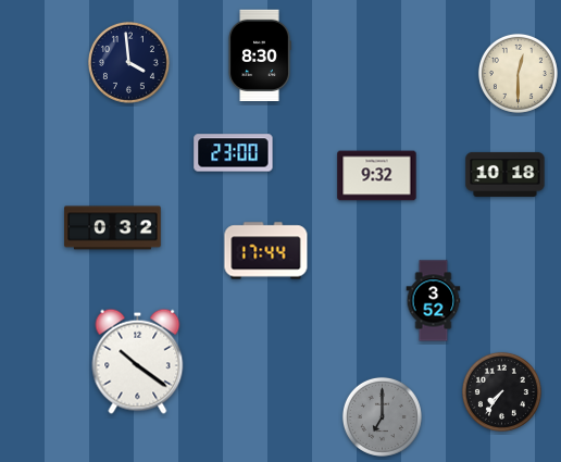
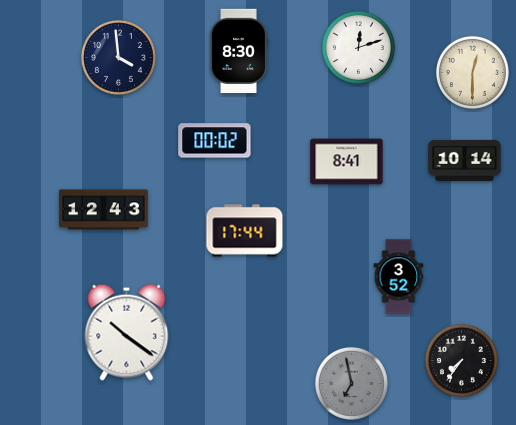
clock at (358, 47): none -> 12:12
clock at (518, 73) position: (518, 73) -> (472, 72)
clock at (234, 153): 23:00 -> 00:02
clock at (506, 174): 10:18 -> 10:14
clock at (377, 176): 9:32 -> 8:41
clock at (113, 228): 0:32 -> 12:43
clock at (382, 416): 7:00 -> 6:58
